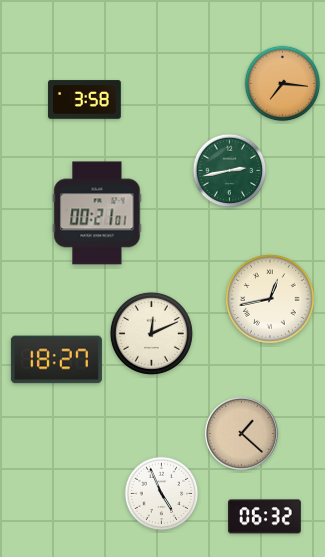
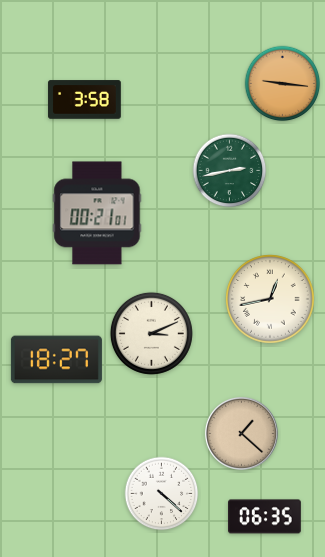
clock at (283, 84): 7:16 -> 9:16
clock at (151, 333): 12:11 -> 3:11
clock at (162, 494): 4:56 -> 4:22
clock at (265, 517): 06:32 -> 06:35
